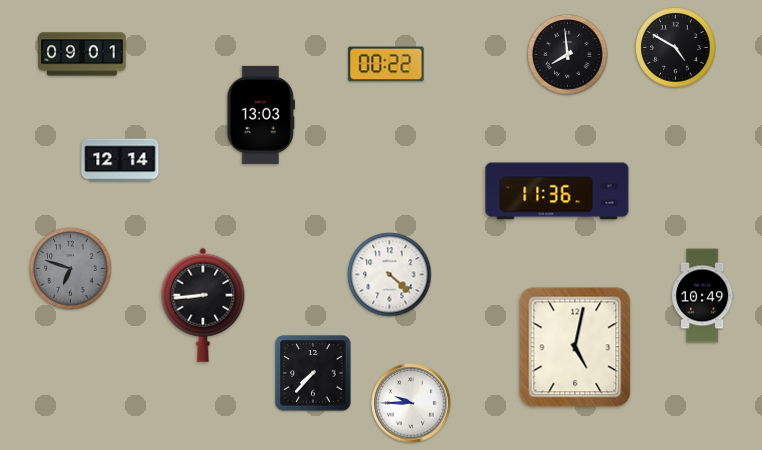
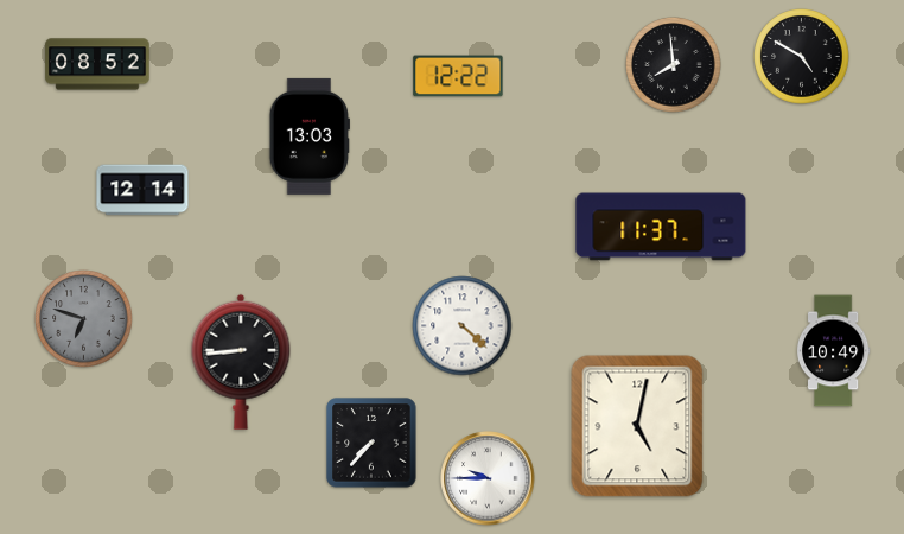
clock at (82, 54): 09:01 -> 08:52
clock at (386, 64): 00:22 -> 12:22
clock at (557, 191): 11:36 -> 11:37
clock at (575, 347) position: (575, 347) -> (637, 426)
